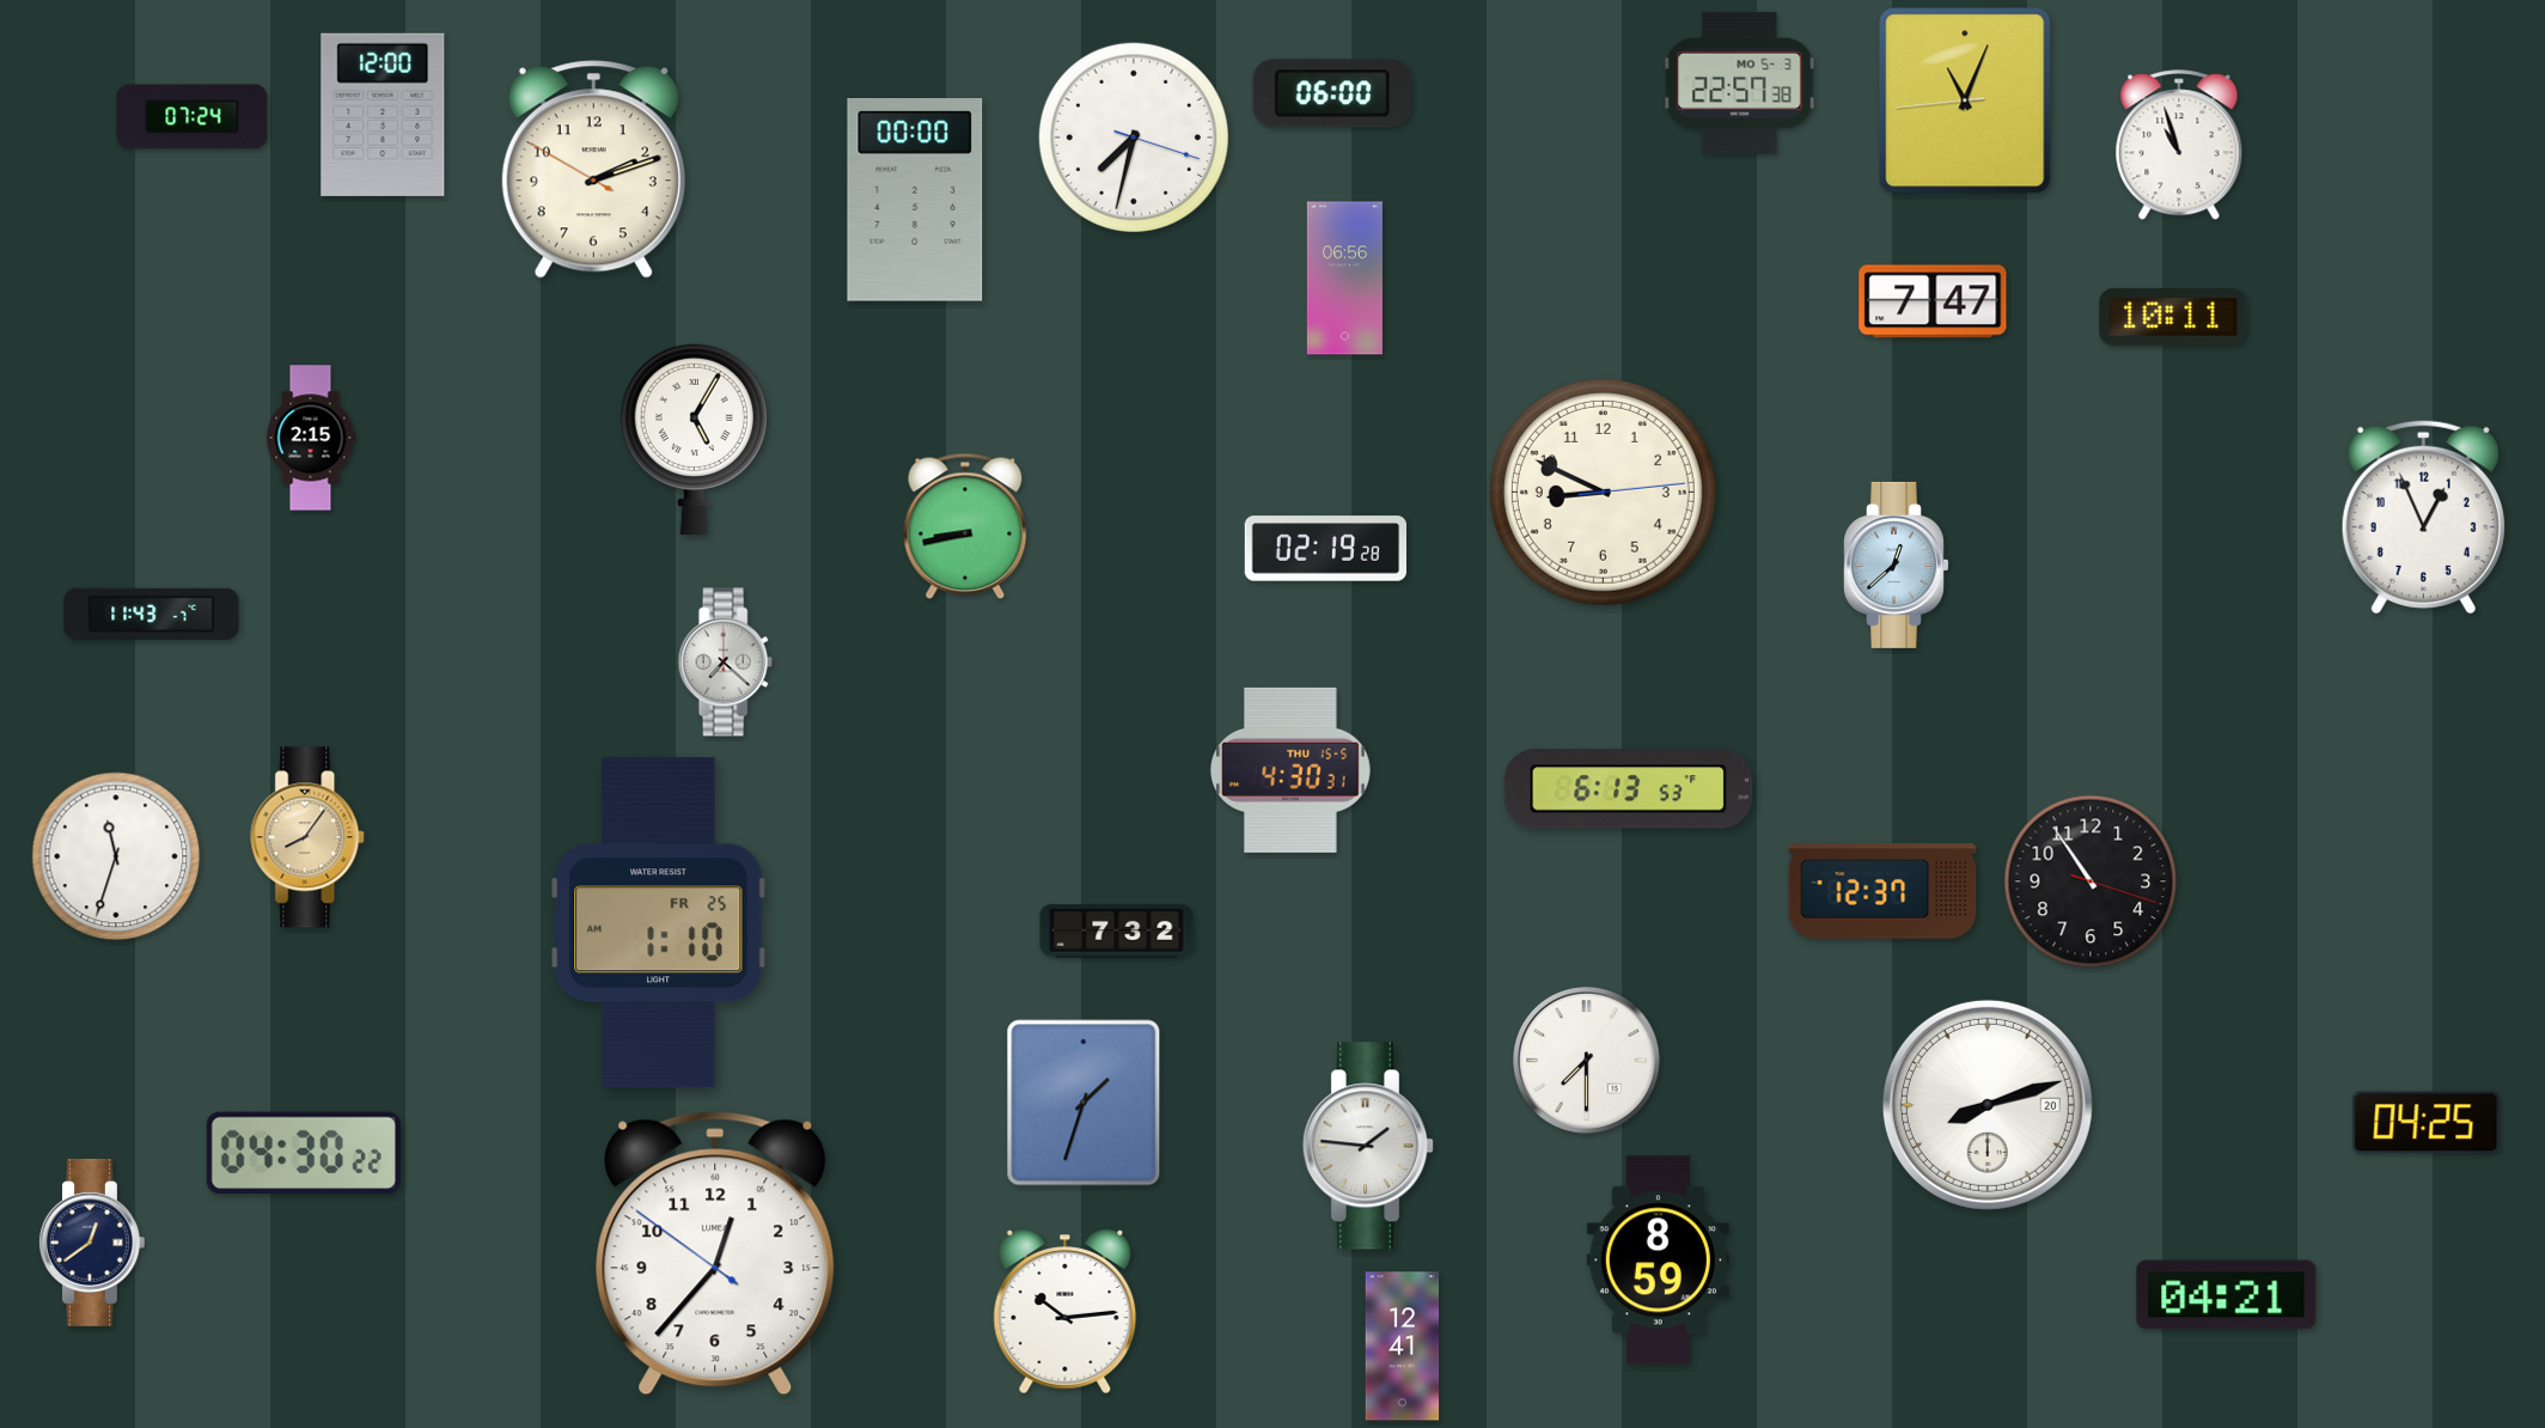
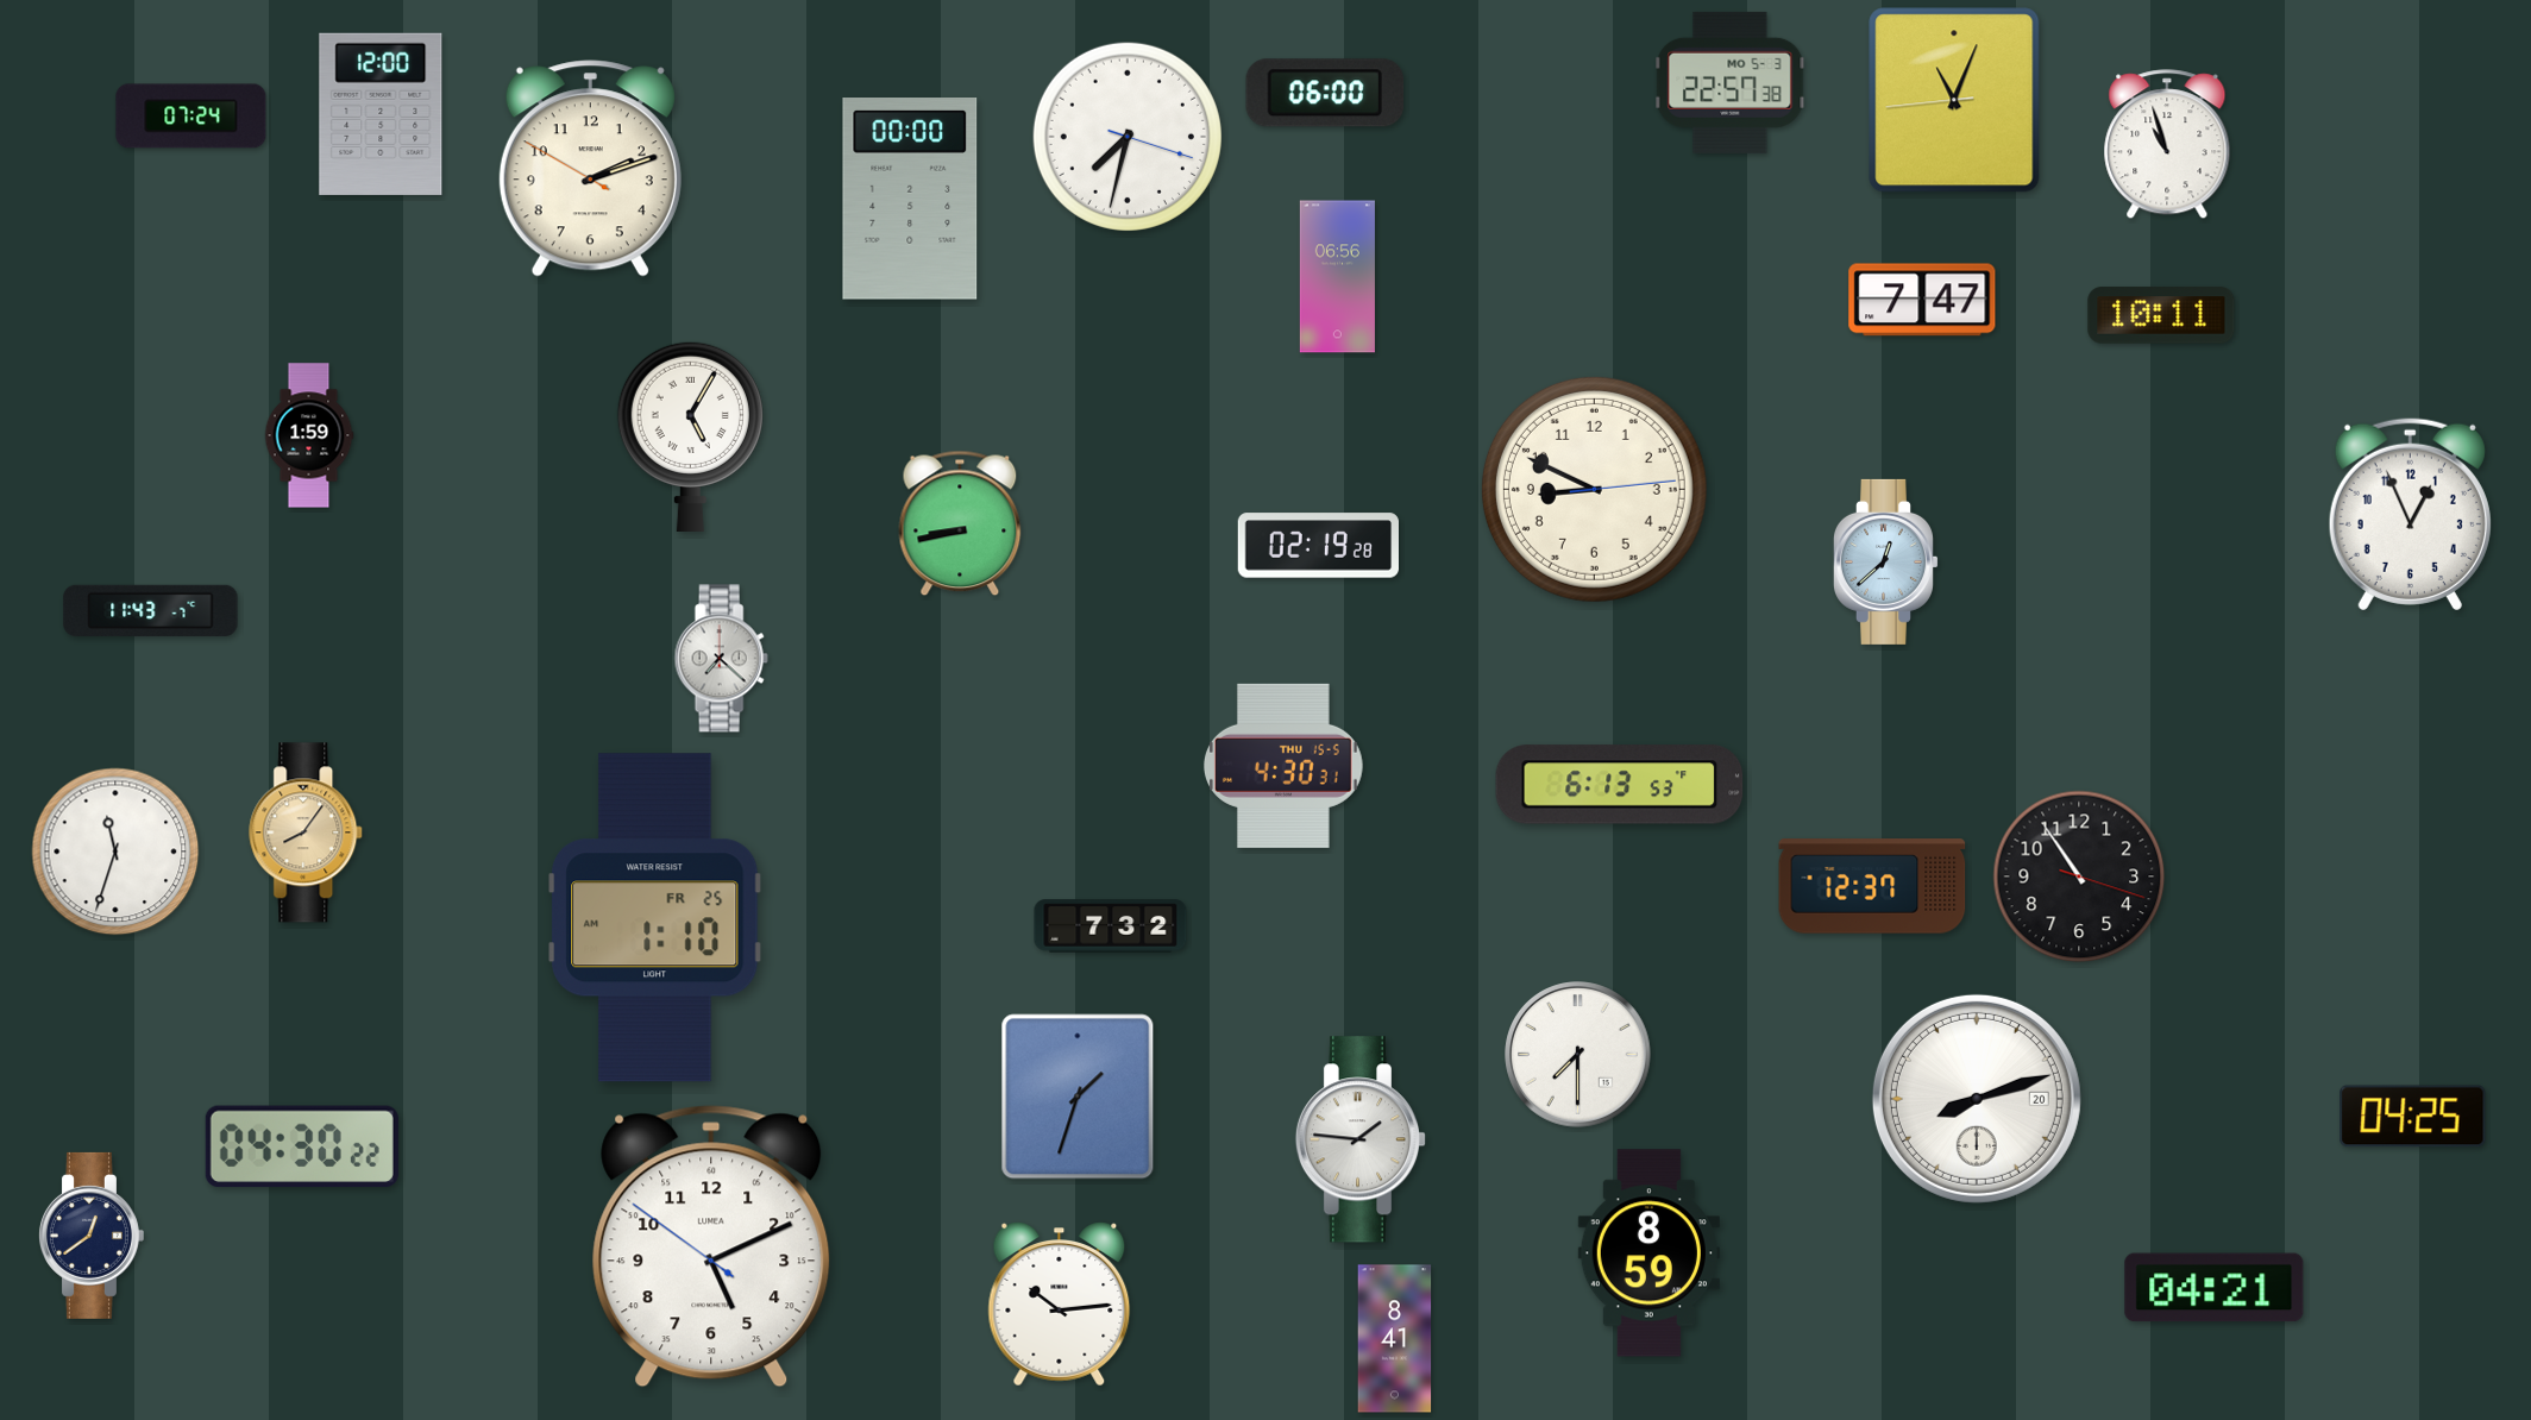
clock at (311, 438): 2:15 -> 1:59
clock at (715, 1253): 12:36 -> 5:10
clock at (1403, 1347): 12:41 -> 8:41
